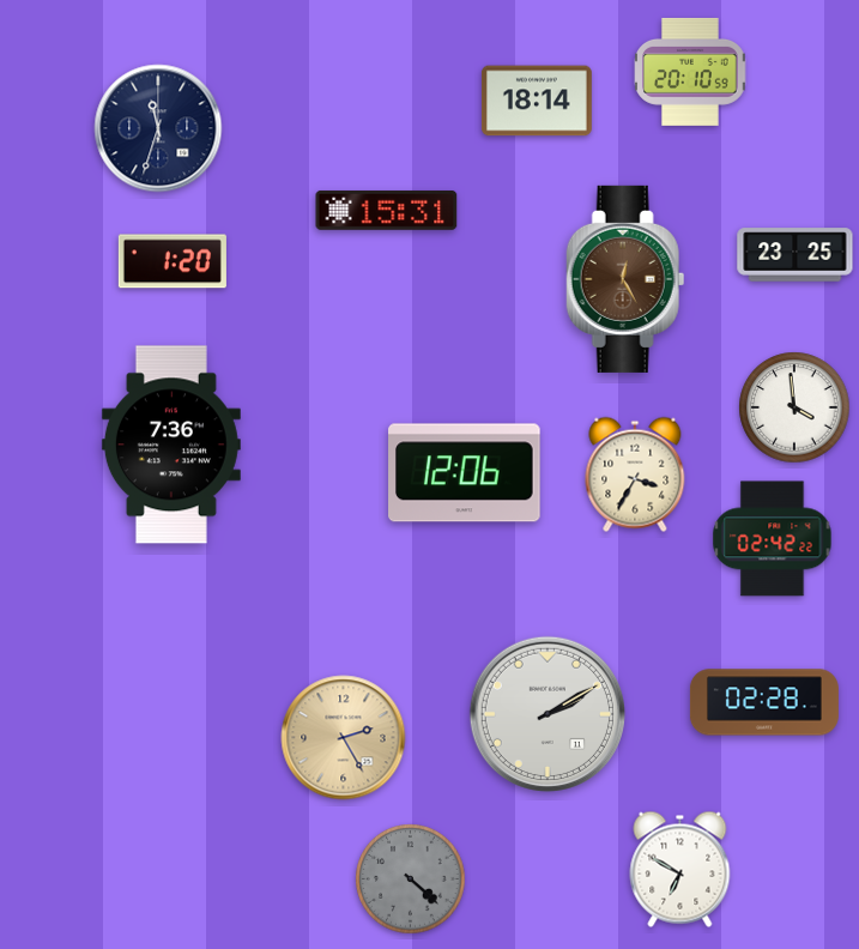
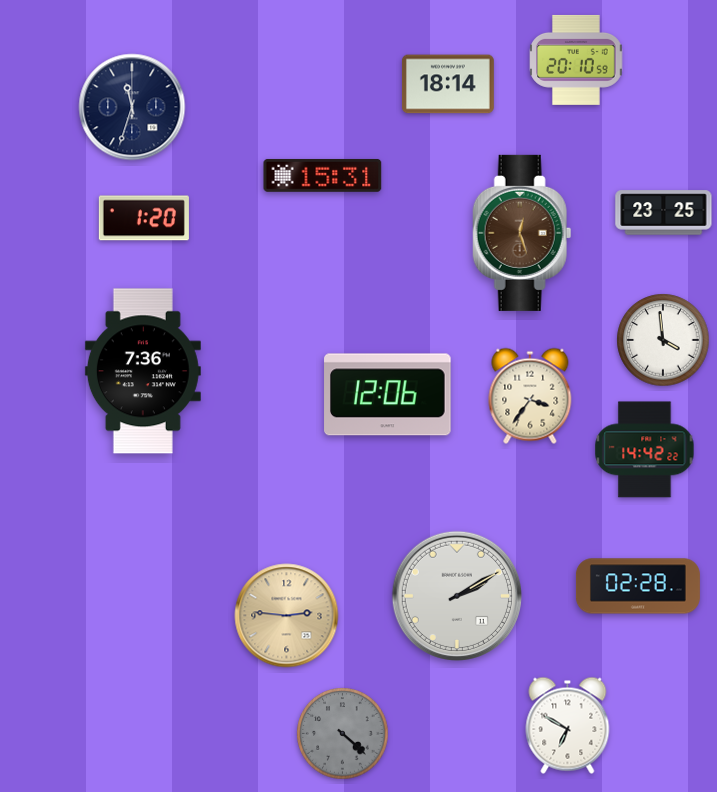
clock at (625, 279): 12:25 -> 12:27
clock at (635, 475): 3:35 -> 3:36
clock at (773, 539): 02:42 -> 14:42
clock at (344, 738): 2:25 -> 2:46
